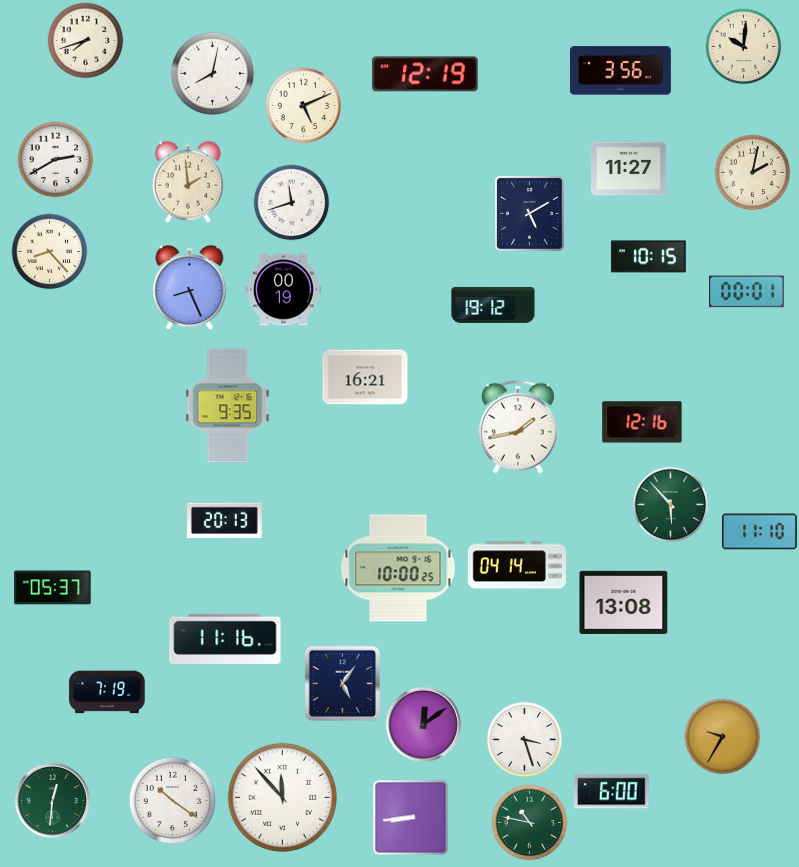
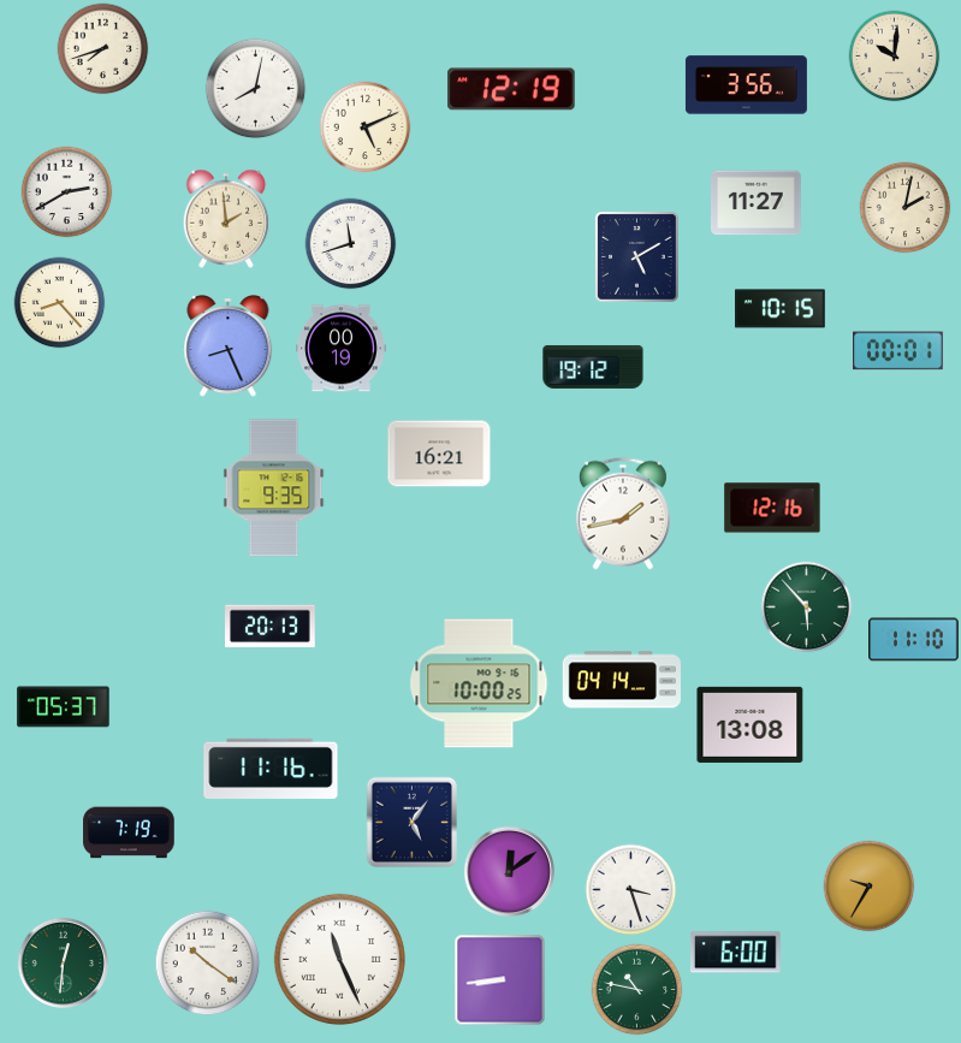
clock at (282, 797): 11:53 -> 11:26
clock at (411, 818) position: (411, 818) -> (500, 980)
